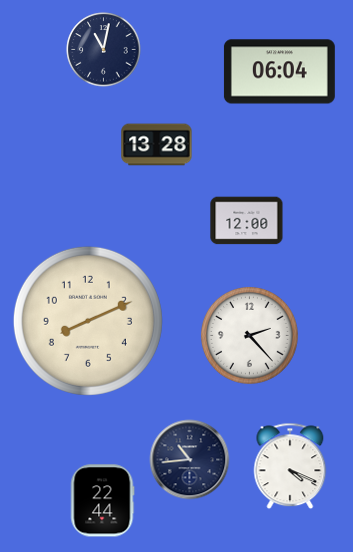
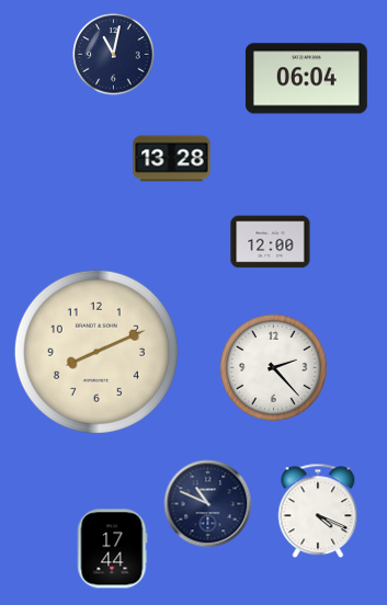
clock at (190, 460): 10:44 -> 10:49
clock at (102, 501): 22:44 -> 17:44
